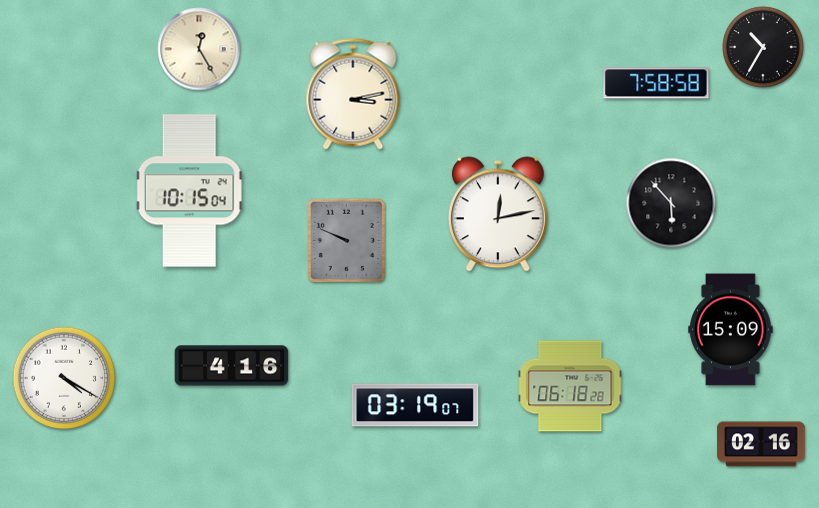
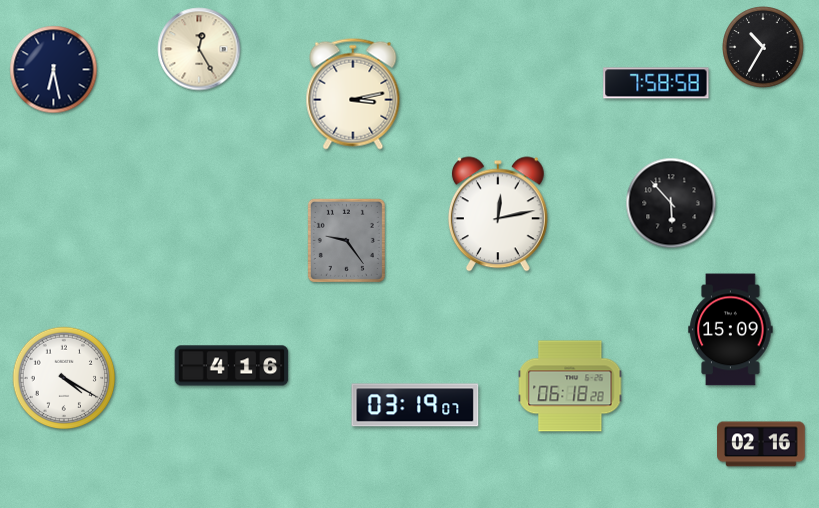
clock at (54, 70): none -> 6:28
clock at (190, 191): 10:15 -> none
clock at (346, 240): 9:49 -> 9:24
